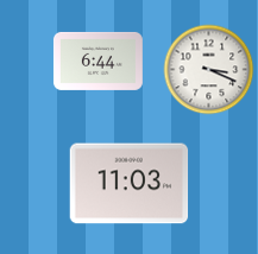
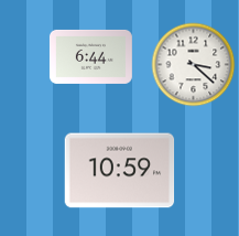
clock at (209, 70): 3:19 -> 3:22
clock at (130, 184): 11:03 -> 10:59
